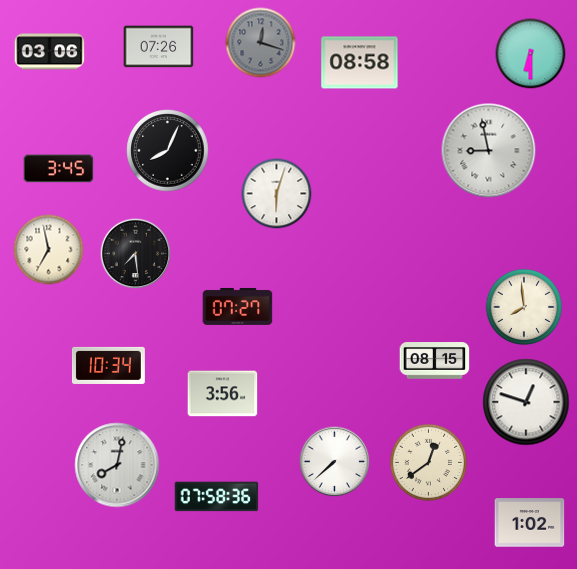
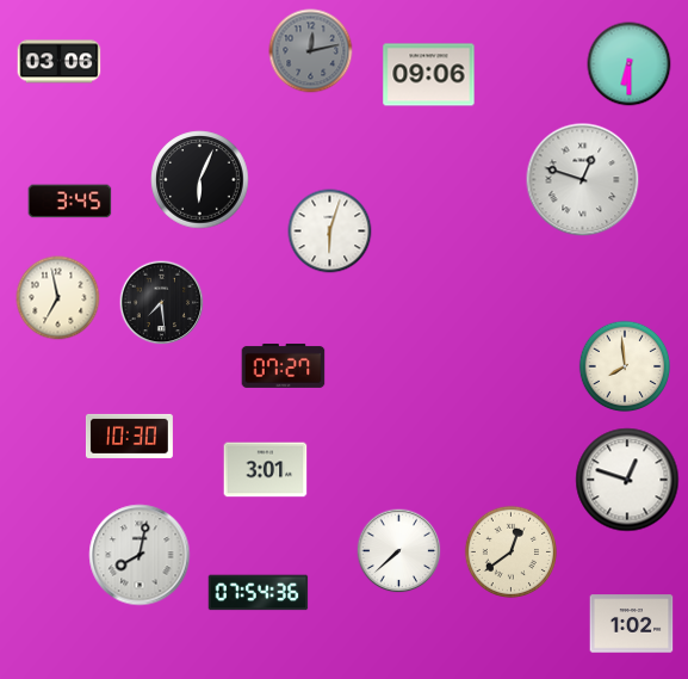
clock at (261, 43): 12:18 -> 12:13
clock at (159, 47): 07:26 -> none
clock at (531, 54) position: (531, 54) -> (630, 64)
clock at (360, 63): 08:58 -> 09:06
clock at (168, 151): 8:04 -> 6:04
clock at (489, 151): 8:58 -> 12:48
clock at (435, 361): 08:15 -> none
clock at (108, 365): 10:34 -> 10:30
clock at (223, 394): 3:56 -> 3:01
clock at (217, 497): 07:58 -> 07:54
